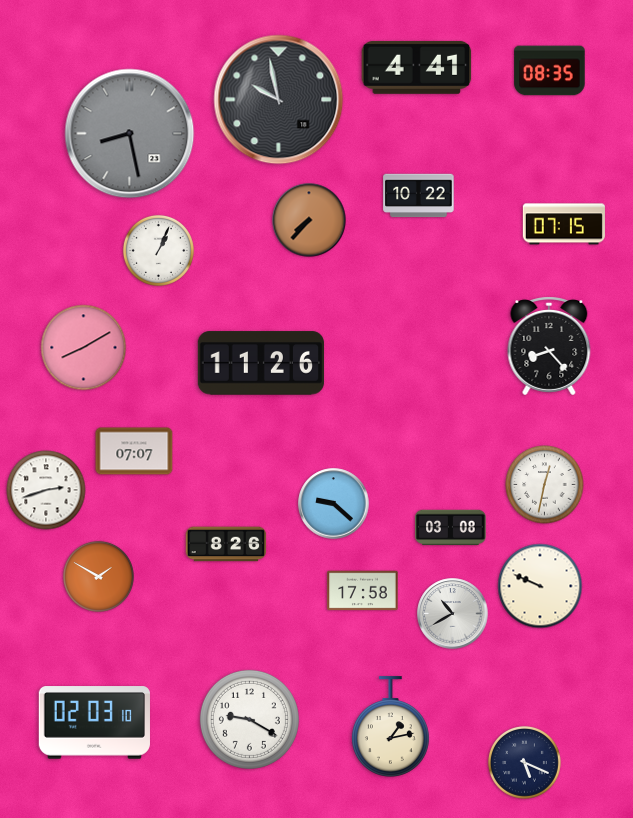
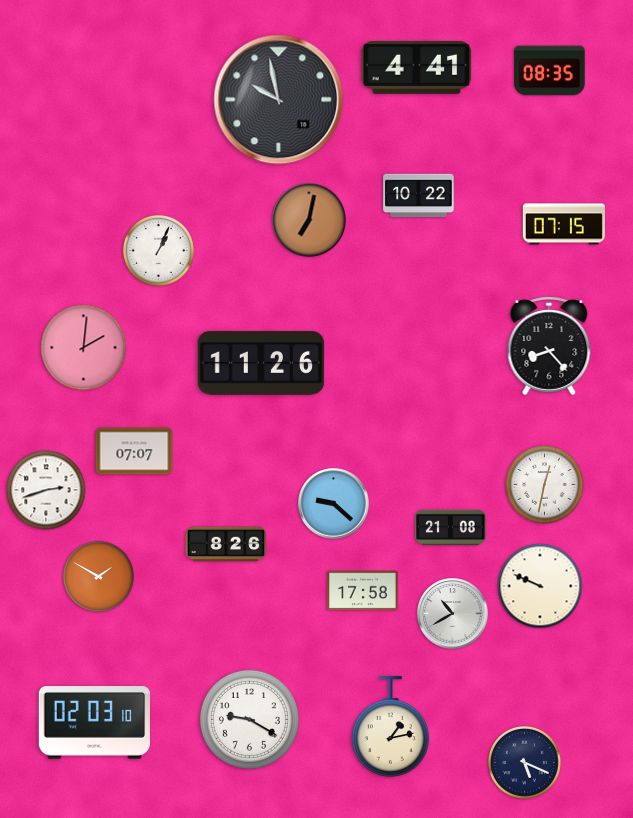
clock at (130, 134): 8:28 -> none
clock at (309, 220): 7:37 -> 7:02
clock at (84, 348): 8:10 -> 2:01
clock at (451, 528): 03:08 -> 21:08
